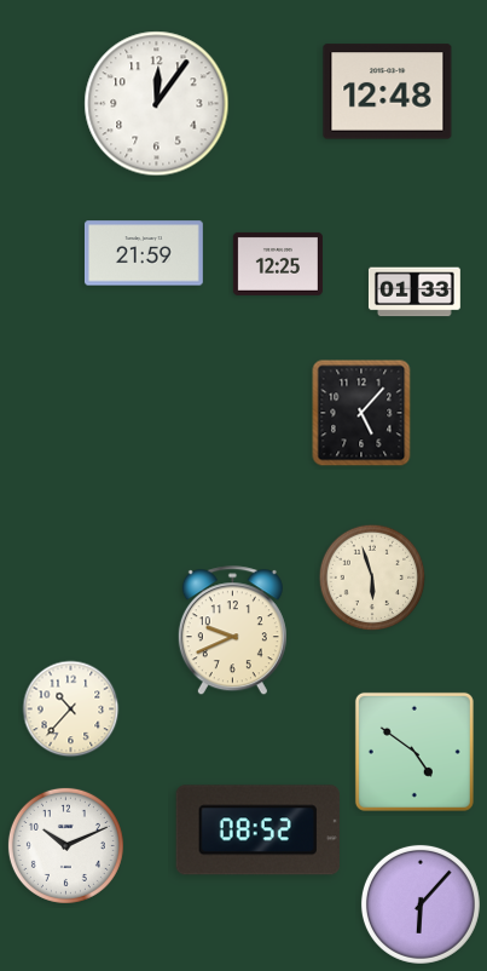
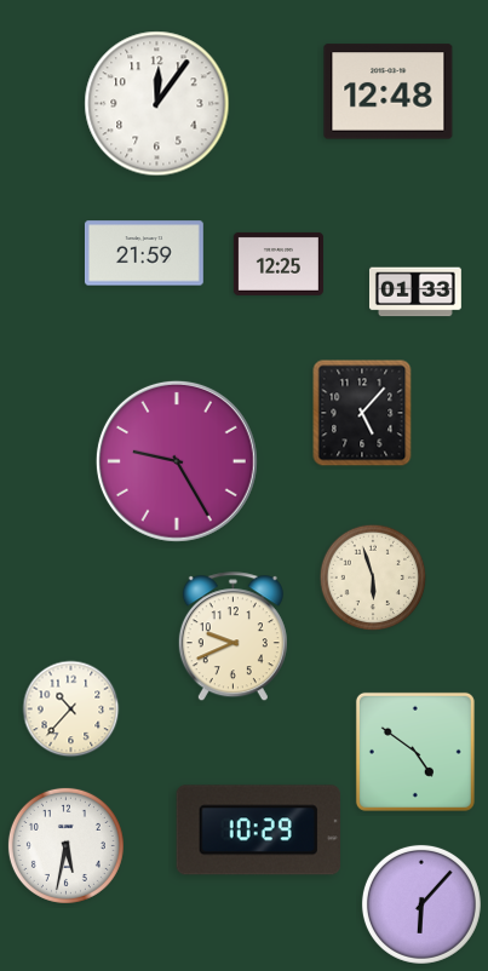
clock at (177, 461): none -> 9:25
clock at (232, 631) position: (232, 631) -> (232, 637)
clock at (257, 831): 08:52 -> 10:29
clock at (65, 845): 10:11 -> 5:32
